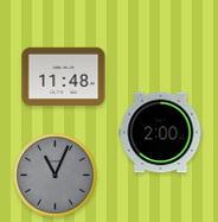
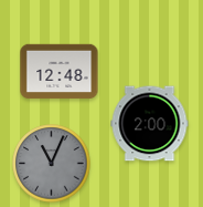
clock at (64, 77): 11:48 -> 12:48
